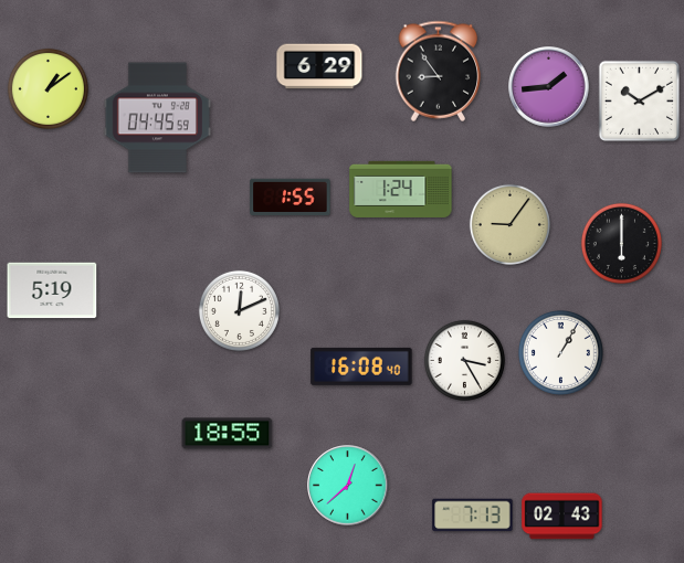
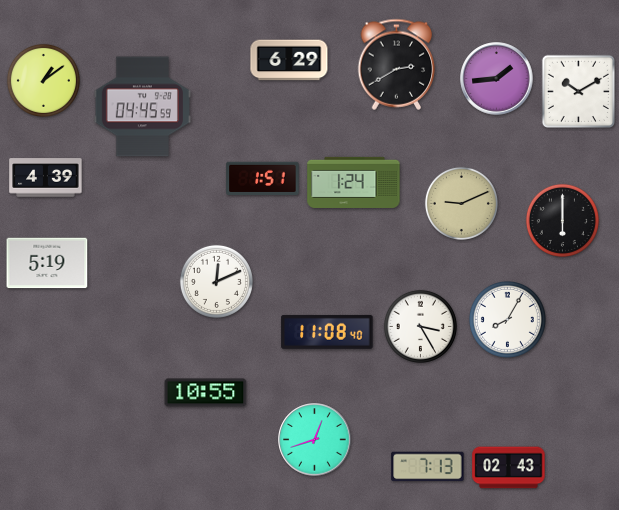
clock at (439, 71): 8:54 -> 2:40
clock at (401, 189) position: (401, 189) -> (354, 182)
clock at (46, 178): none -> 4:39
clock at (291, 196): 1:55 -> 1:51
clock at (509, 224): 9:06 -> 9:11
clock at (560, 352): 1:05 -> 8:05
clock at (361, 367): 16:08 -> 11:08
clock at (228, 434): 18:55 -> 10:55
clock at (348, 486): 12:38 -> 12:42
